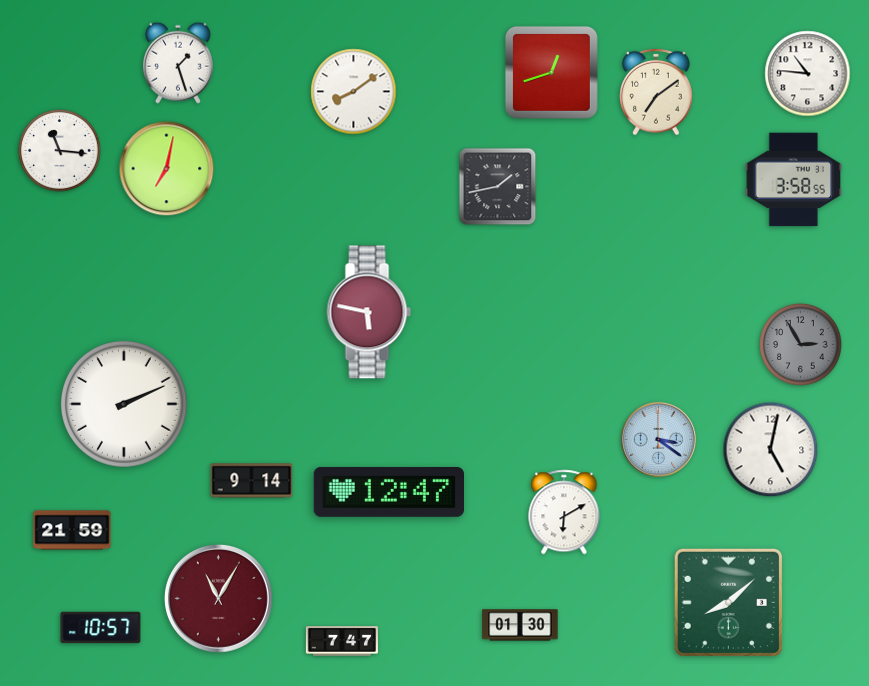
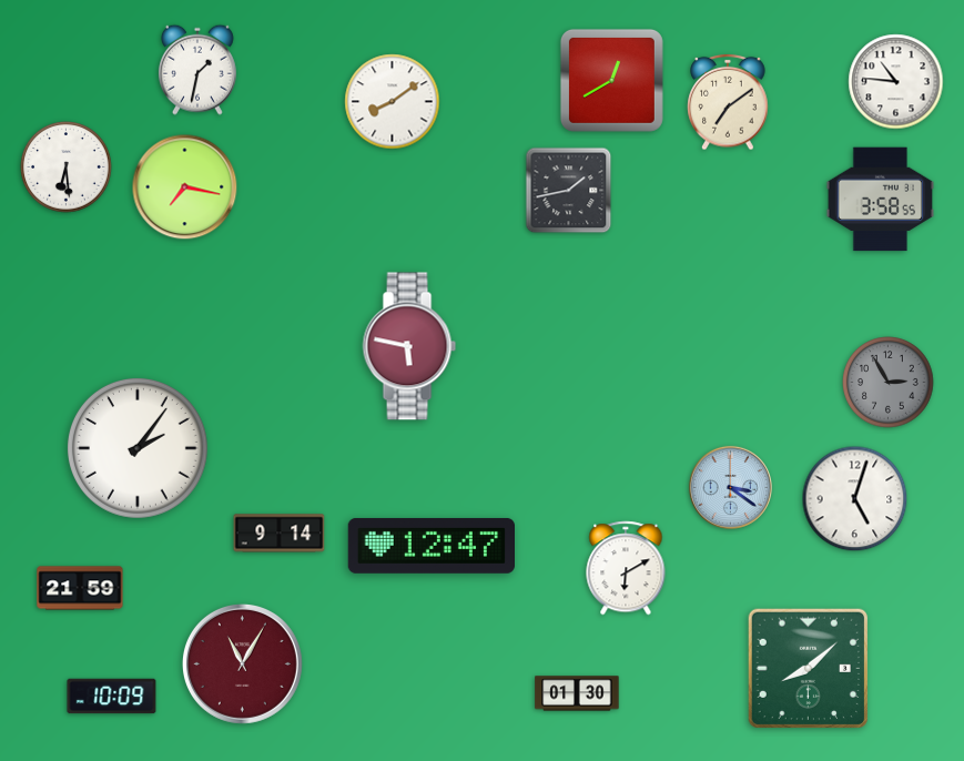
clock at (178, 63): 1:27 -> 1:32
clock at (551, 72): 12:42 -> 12:40
clock at (60, 151): 11:16 -> 6:29
clock at (167, 169): 7:02 -> 7:17
clock at (498, 187) position: (498, 187) -> (569, 191)
clock at (124, 404): 2:11 -> 2:06
clock at (771, 450): 5:02 -> 5:03
clock at (101, 628): 10:57 -> 10:09
clock at (342, 641): 7:47 -> none
